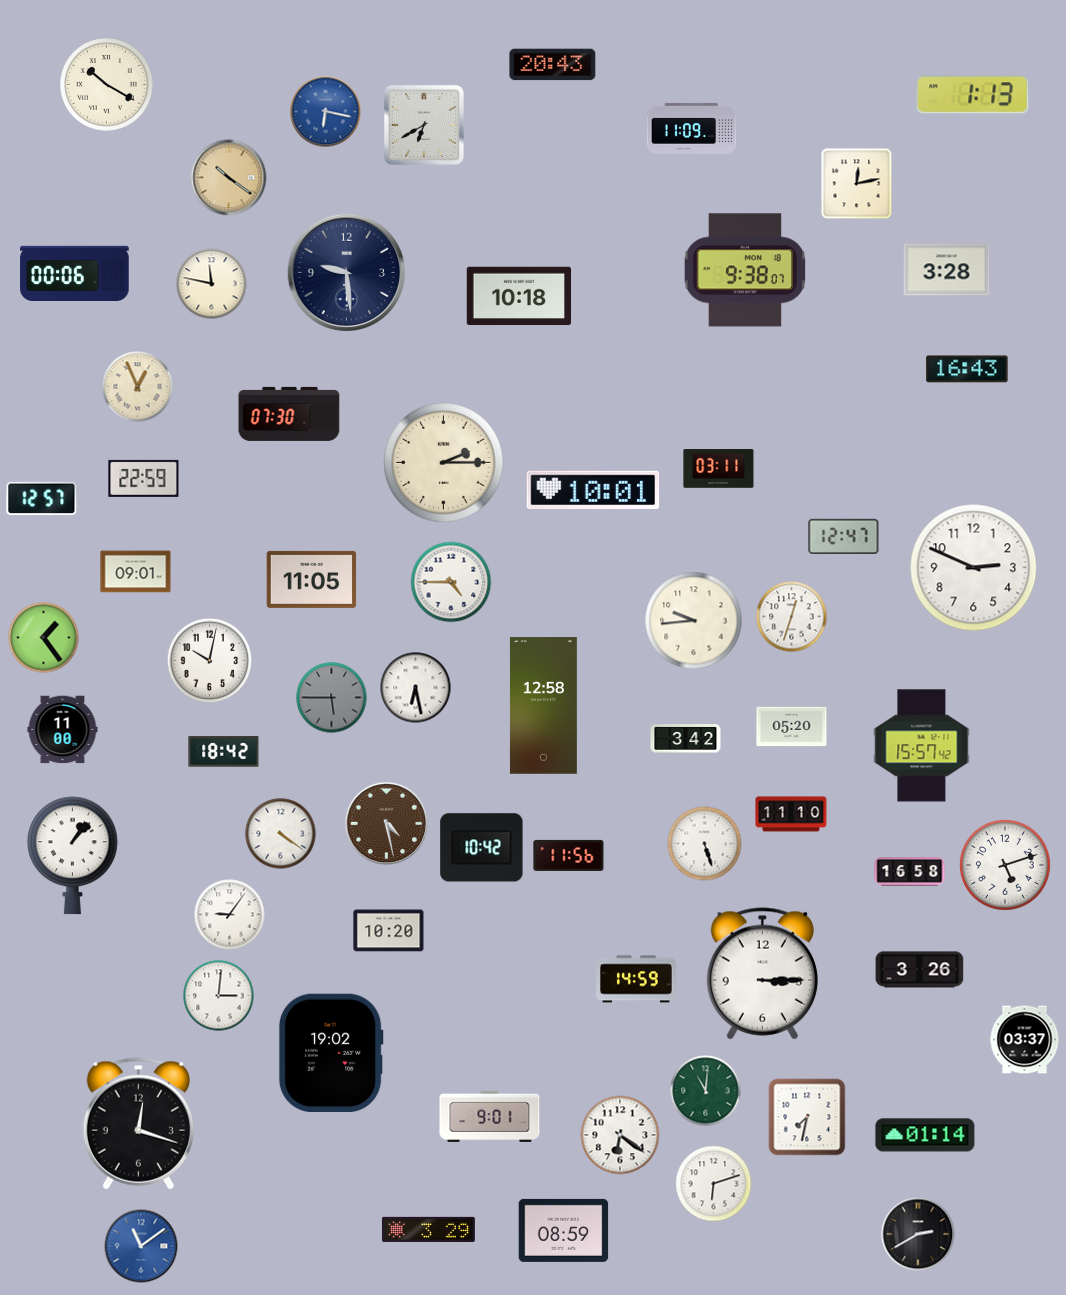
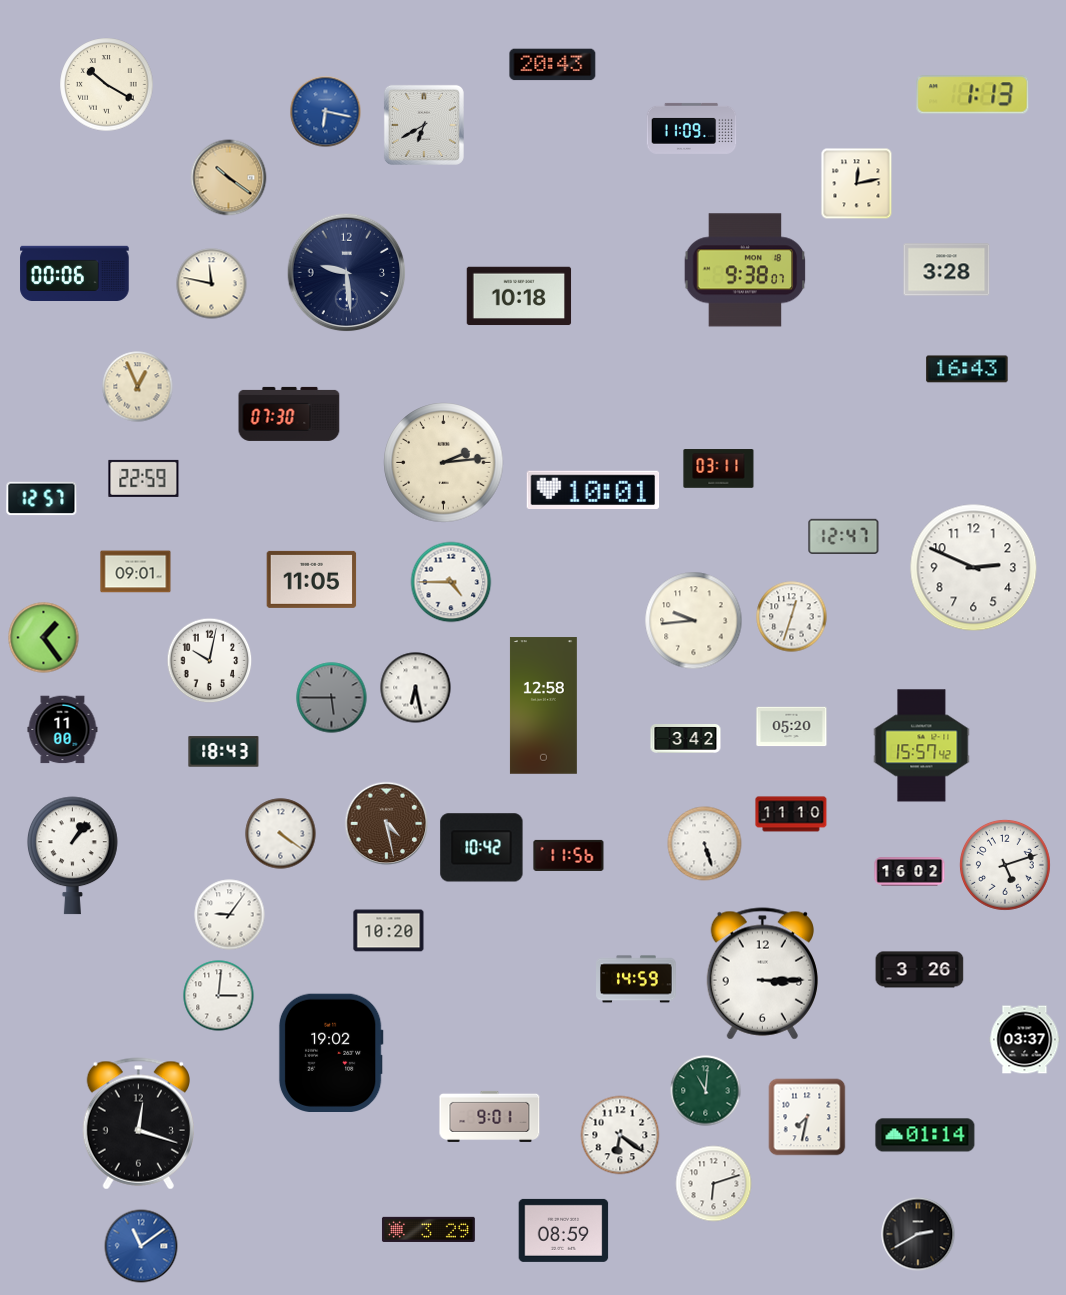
clock at (444, 463): 2:15 -> 2:14
clock at (224, 752): 18:42 -> 18:43
clock at (910, 872): 16:58 -> 16:02
